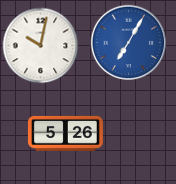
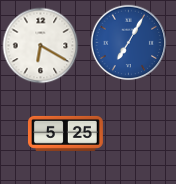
clock at (41, 46): 10:02 -> 6:20
clock at (65, 133): 5:26 -> 5:25
